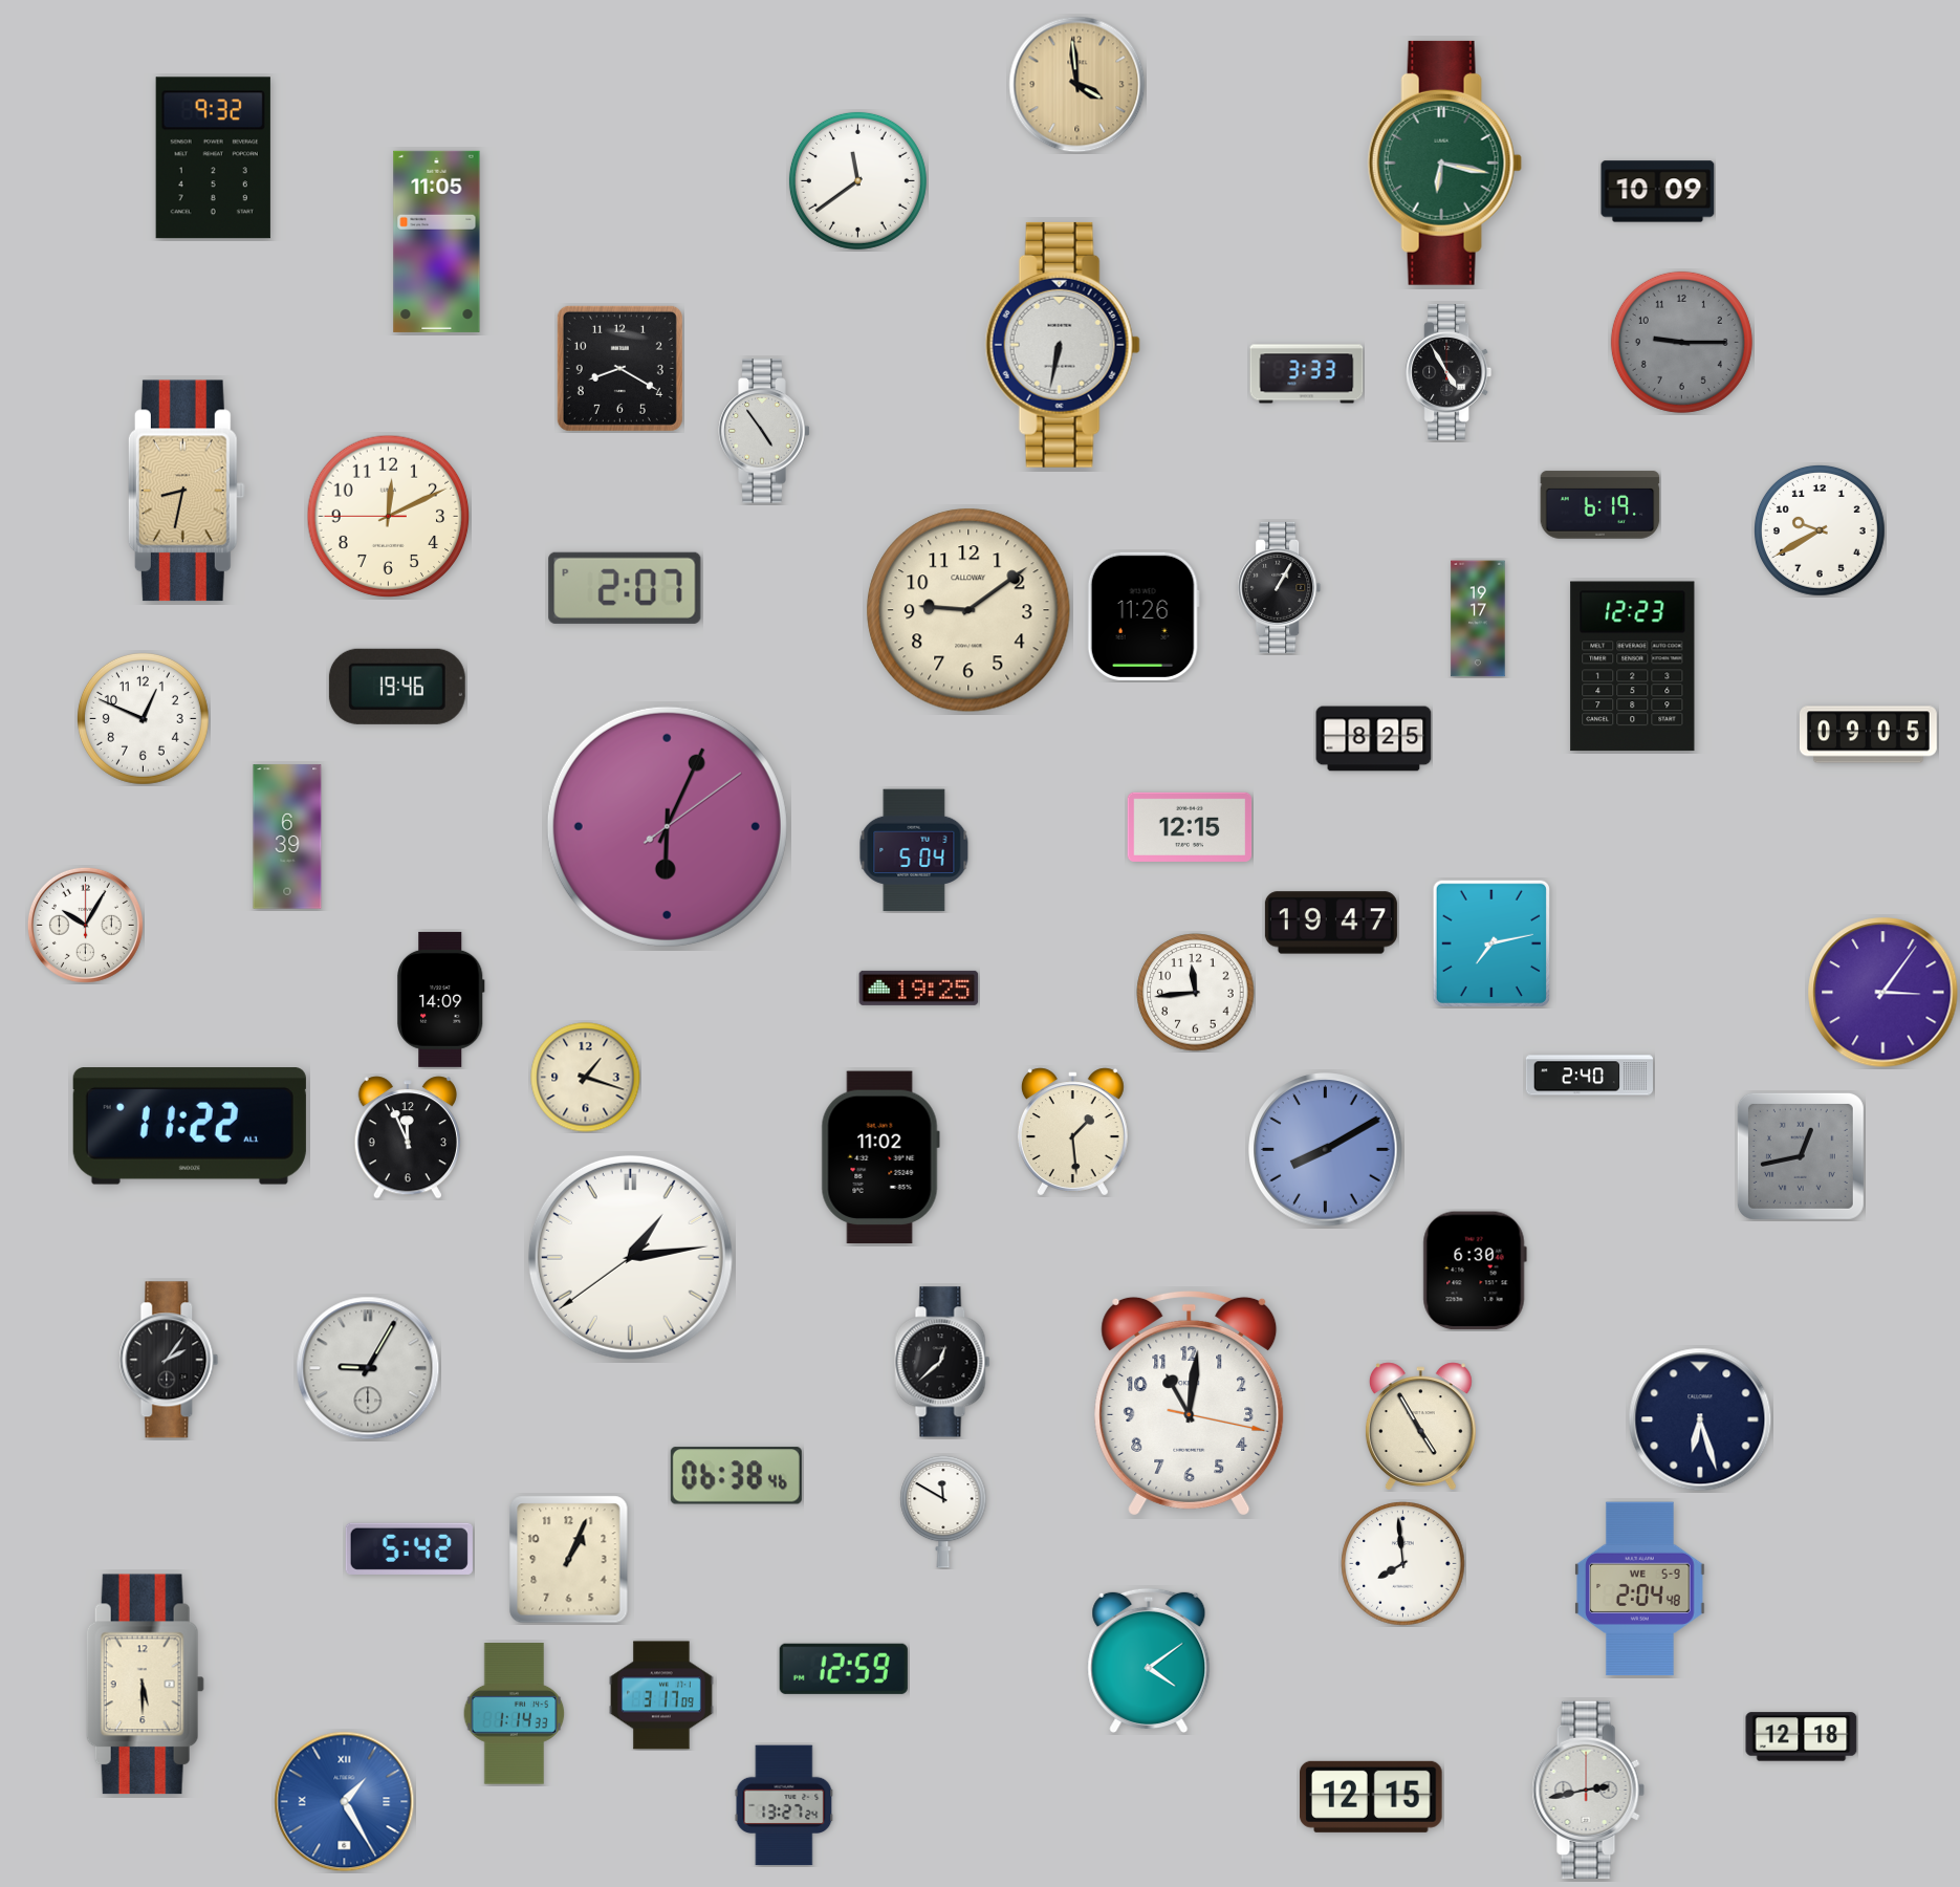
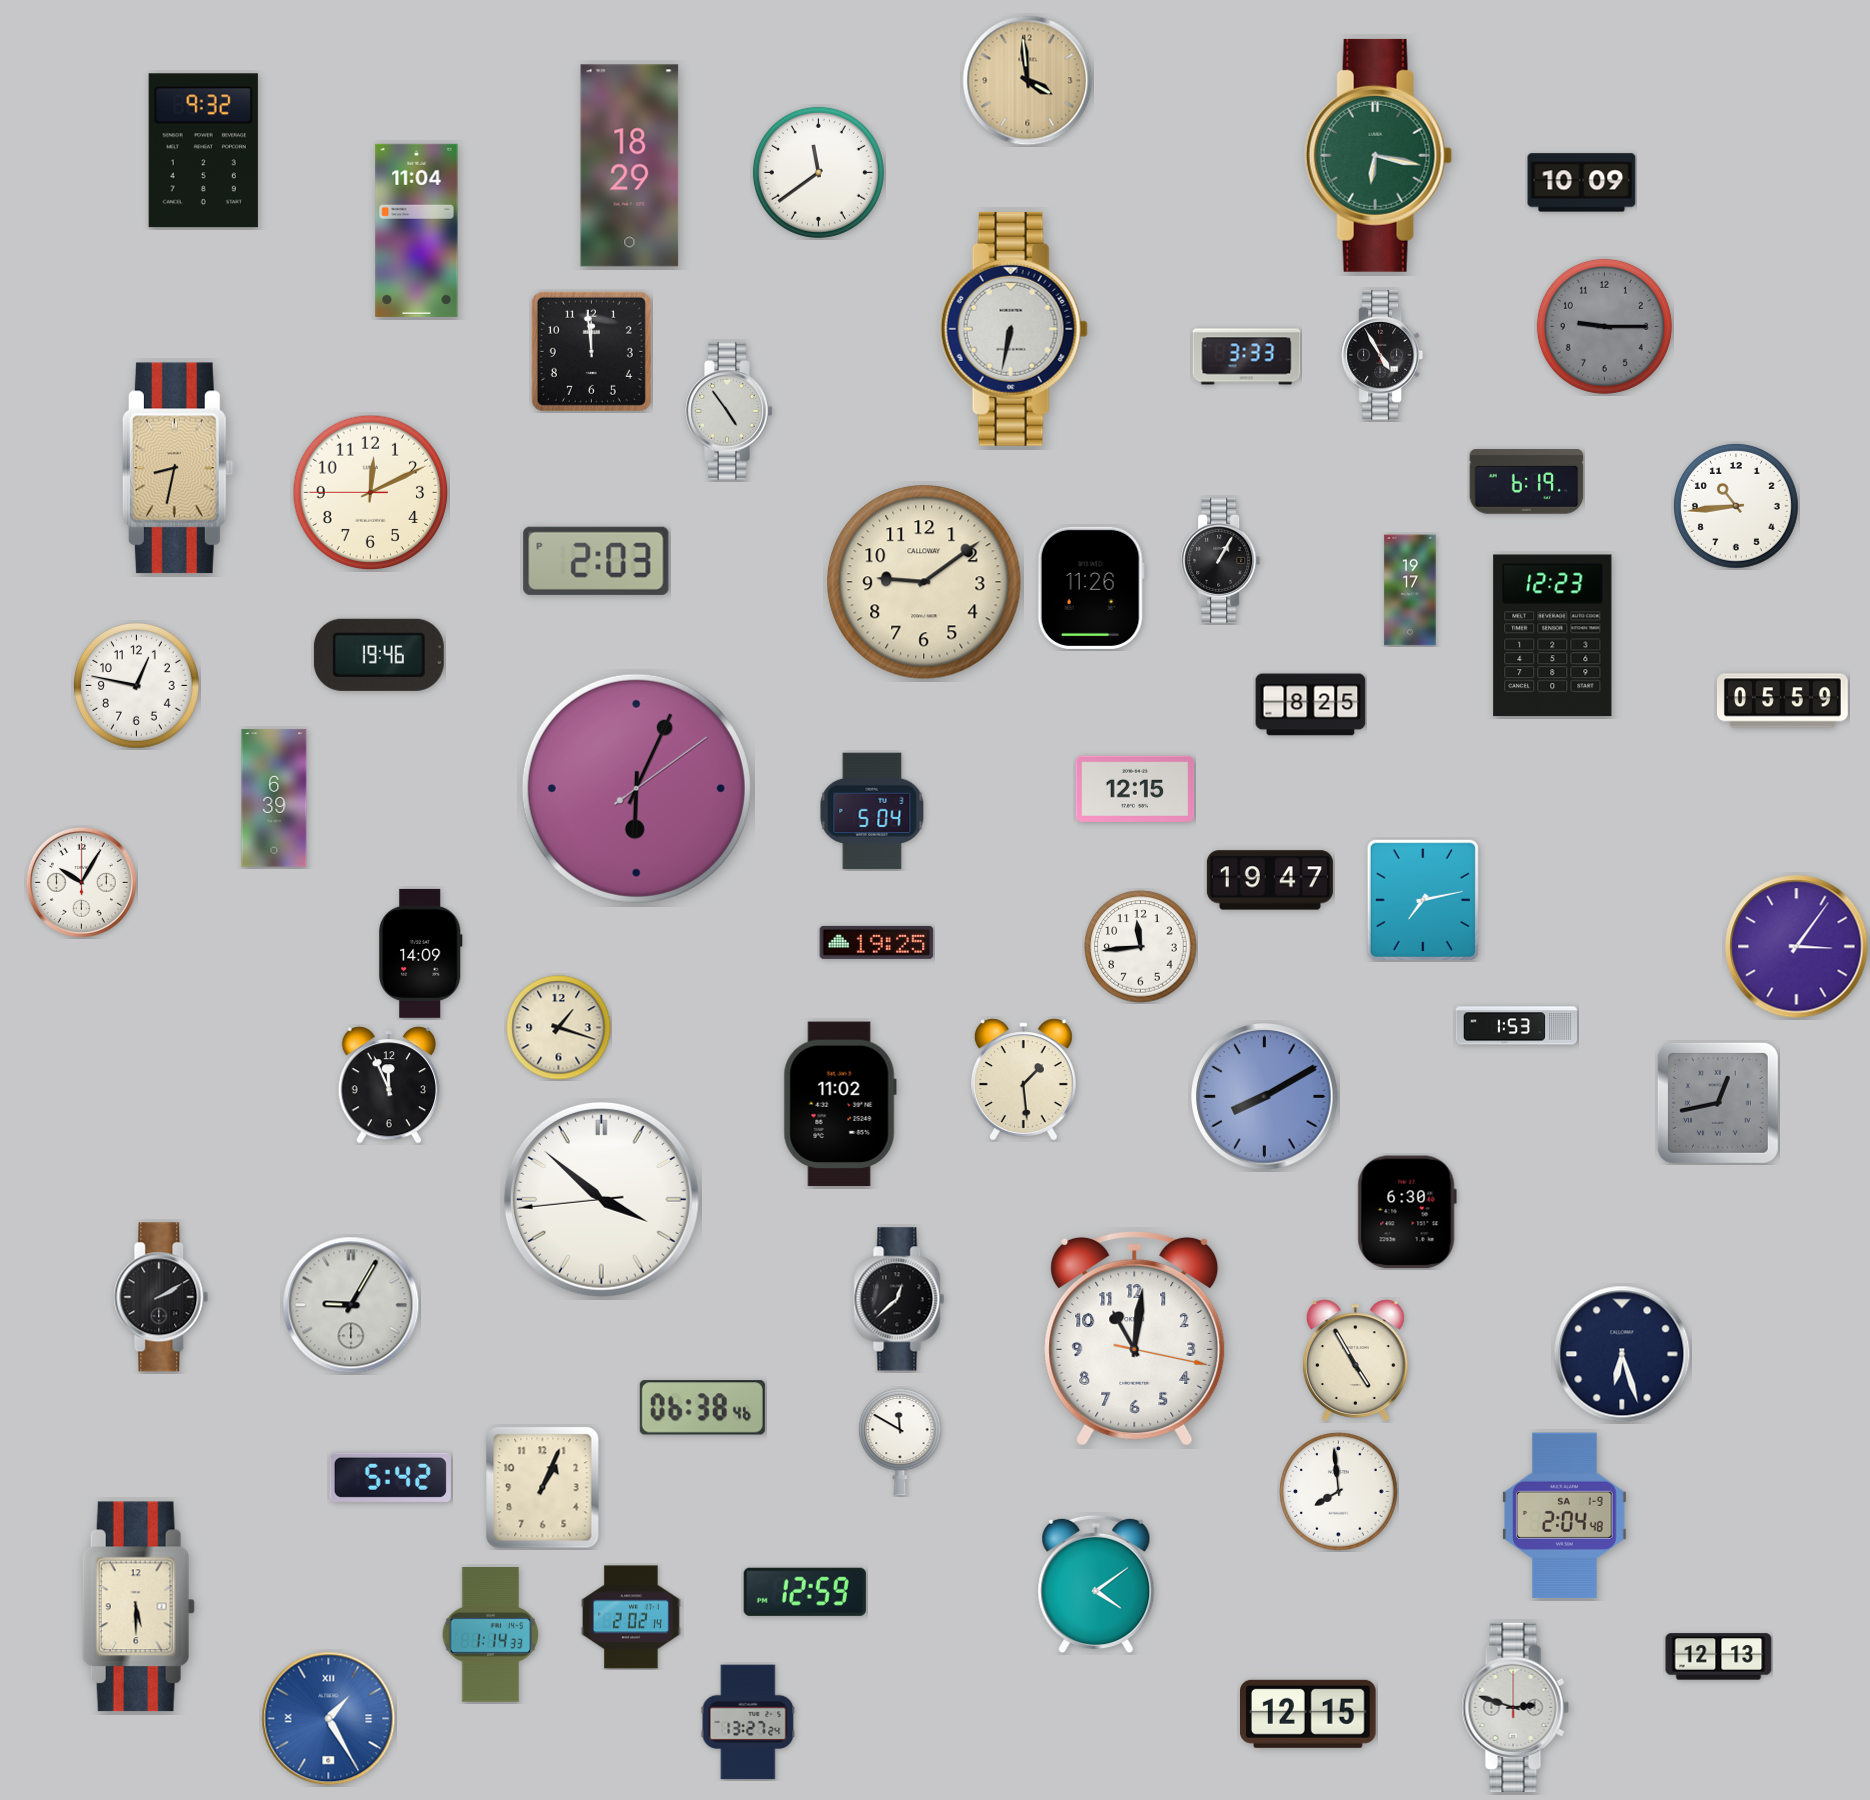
clock at (630, 166): none -> 18:29
clock at (437, 241): 11:05 -> 11:04
clock at (619, 368): 8:20 -> 11:59
clock at (1820, 530): 9:40 -> 10:44
clock at (625, 588): 2:07 -> 2:03
clock at (1633, 667) position: (1633, 667) -> (1553, 636)
clock at (143, 718): 12:49 -> 12:47
clock at (1869, 735): 09:05 -> 05:59
clock at (1589, 1076): 2:40 -> 1:53
clock at (190, 1126): 11:22 -> none
clock at (630, 1257): 1:13 -> 3:51
clock at (169, 1360): 2:06 -> 2:10
clock at (1640, 1589) date: WE 5-9 -> SA 1-9
clock at (662, 1695): 3:17 -> 2:02
clock at (1802, 1737): 12:18 -> 12:13
clock at (1588, 1790): 2:43 -> 2:48
